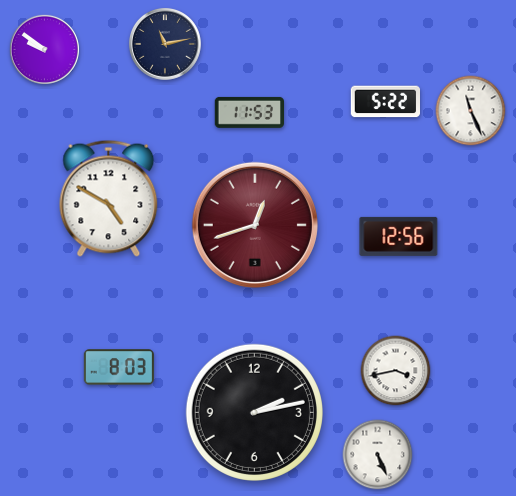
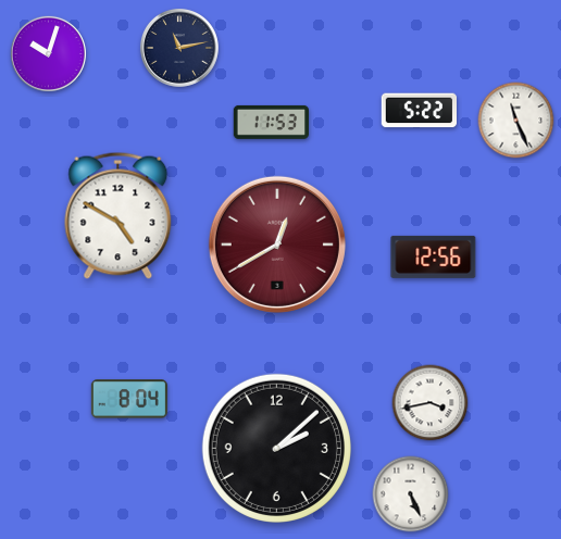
clock at (44, 49): 9:51 -> 10:03
clock at (471, 111) position: (471, 111) -> (516, 121)
clock at (255, 225): 12:42 -> 12:40
clock at (119, 367): 8:03 -> 8:04
clock at (254, 412): 2:13 -> 2:08
